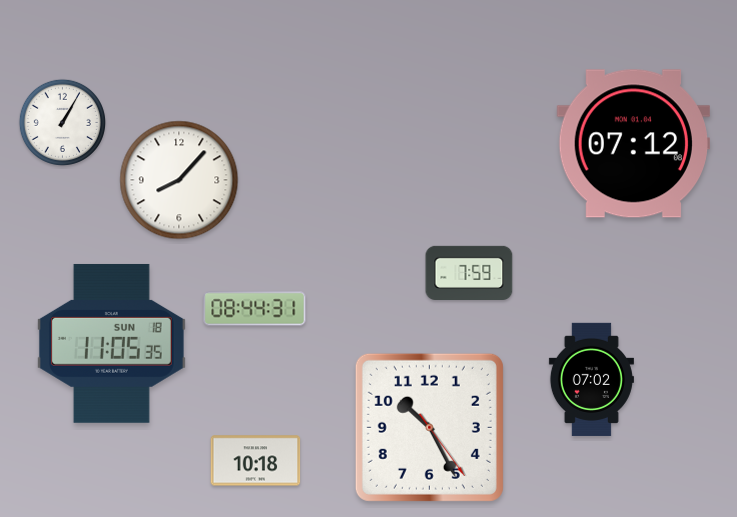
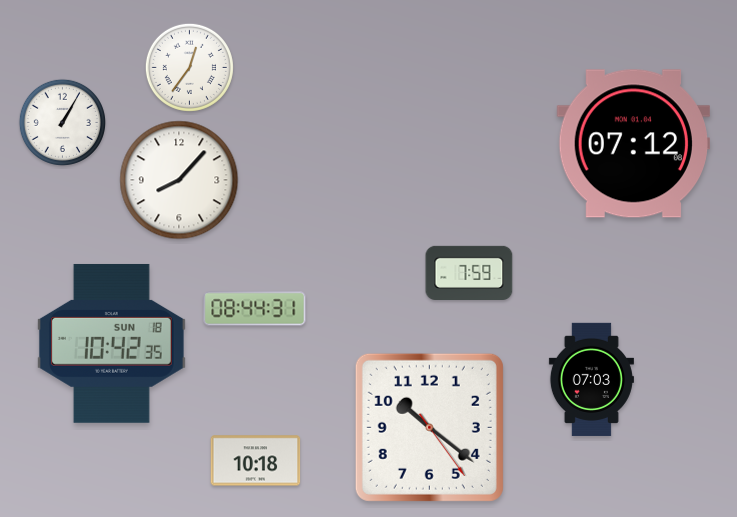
clock at (189, 67): none -> 12:36
clock at (111, 343): 11:05 -> 10:42
clock at (591, 379): 07:02 -> 07:03
clock at (429, 427): 10:25 -> 10:21
